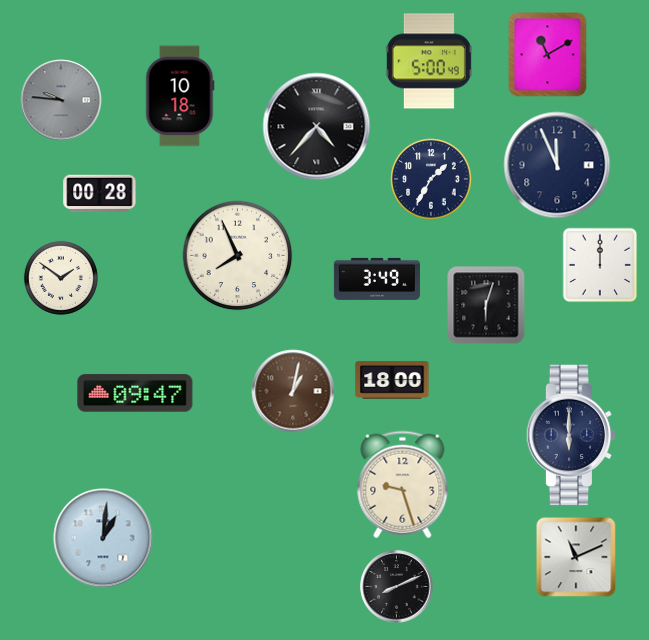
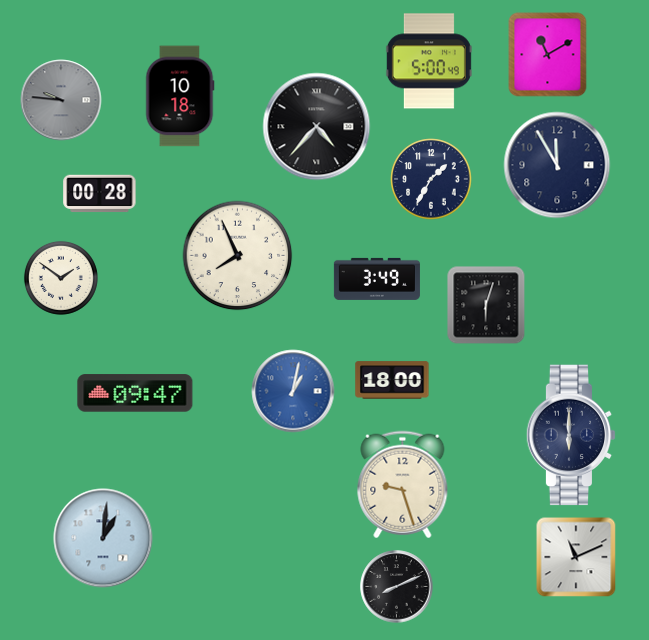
clock at (557, 165): 11:56 -> 11:55
clock at (600, 265): 12:00 -> none
clock at (293, 391) dial: brown -> blue
